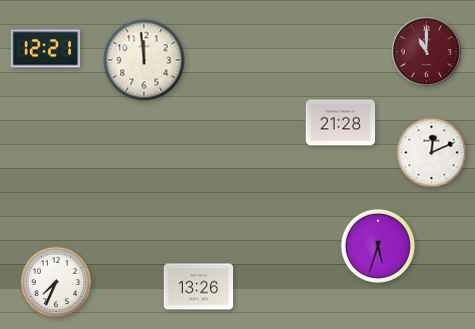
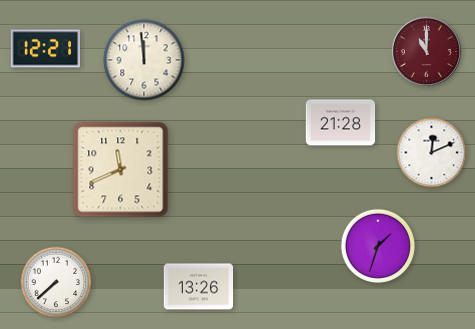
clock at (121, 170): none -> 11:41
clock at (377, 245): 5:33 -> 1:33
clock at (56, 282): 7:34 -> 7:38
